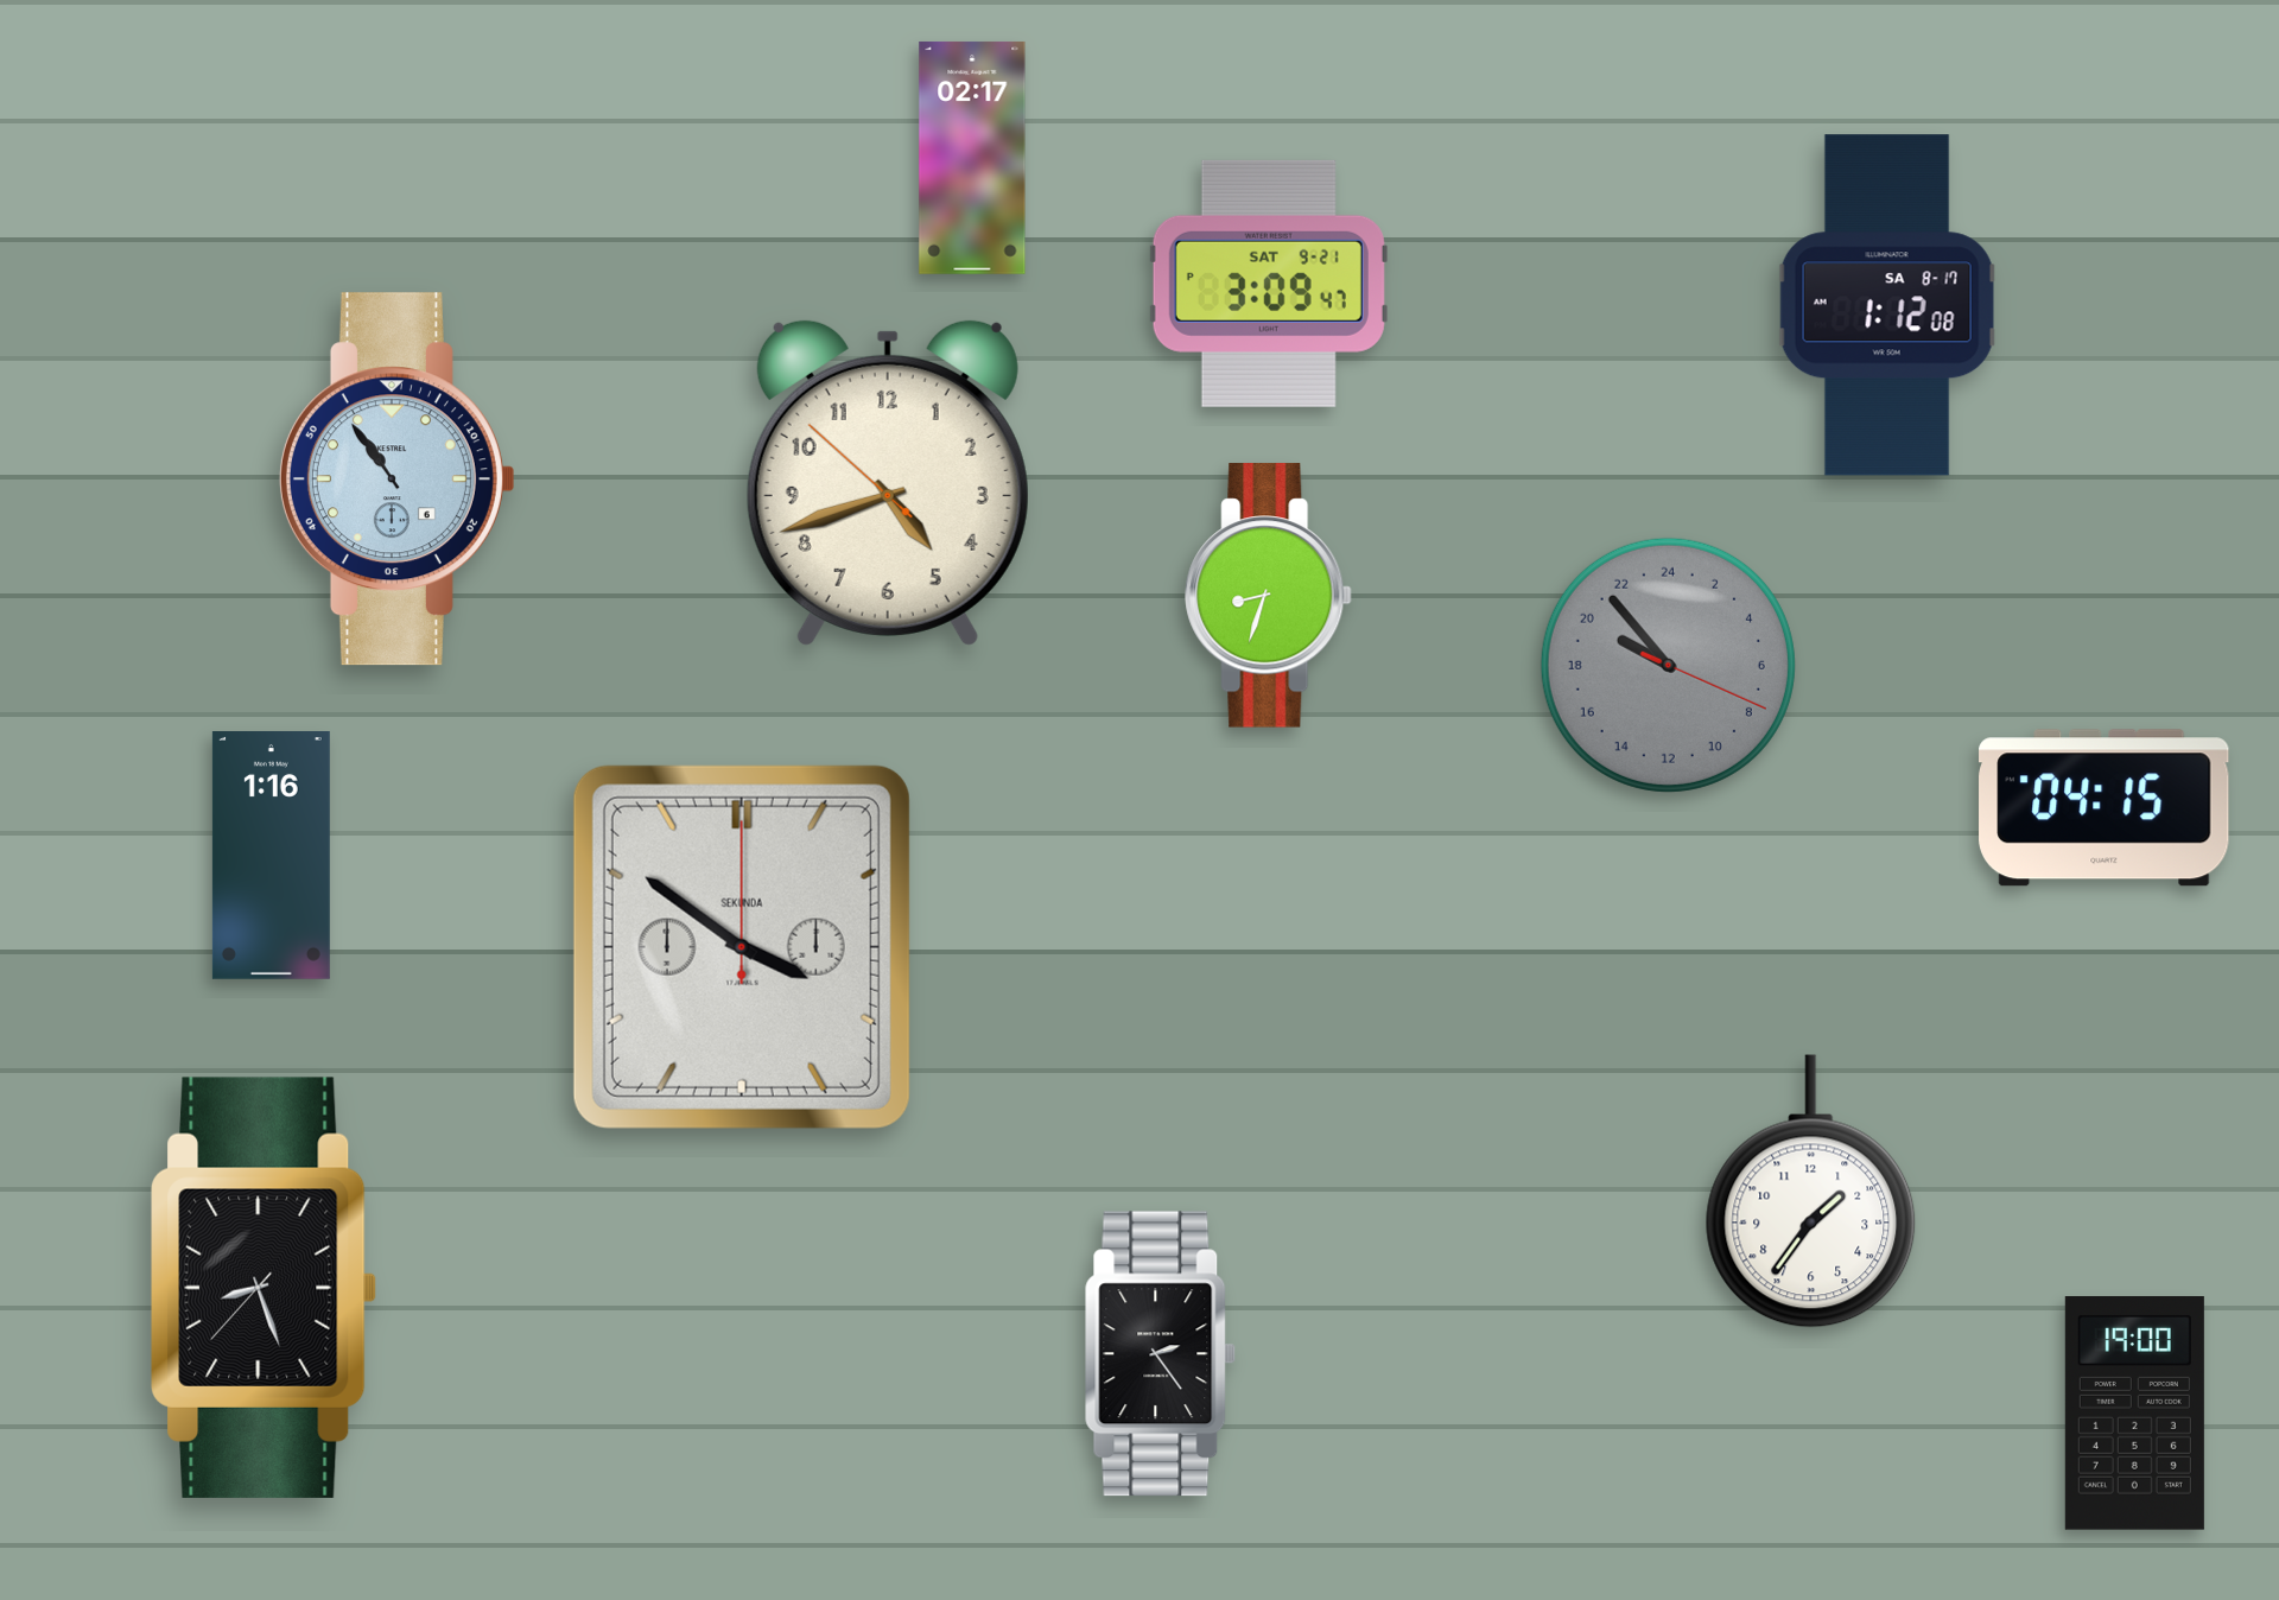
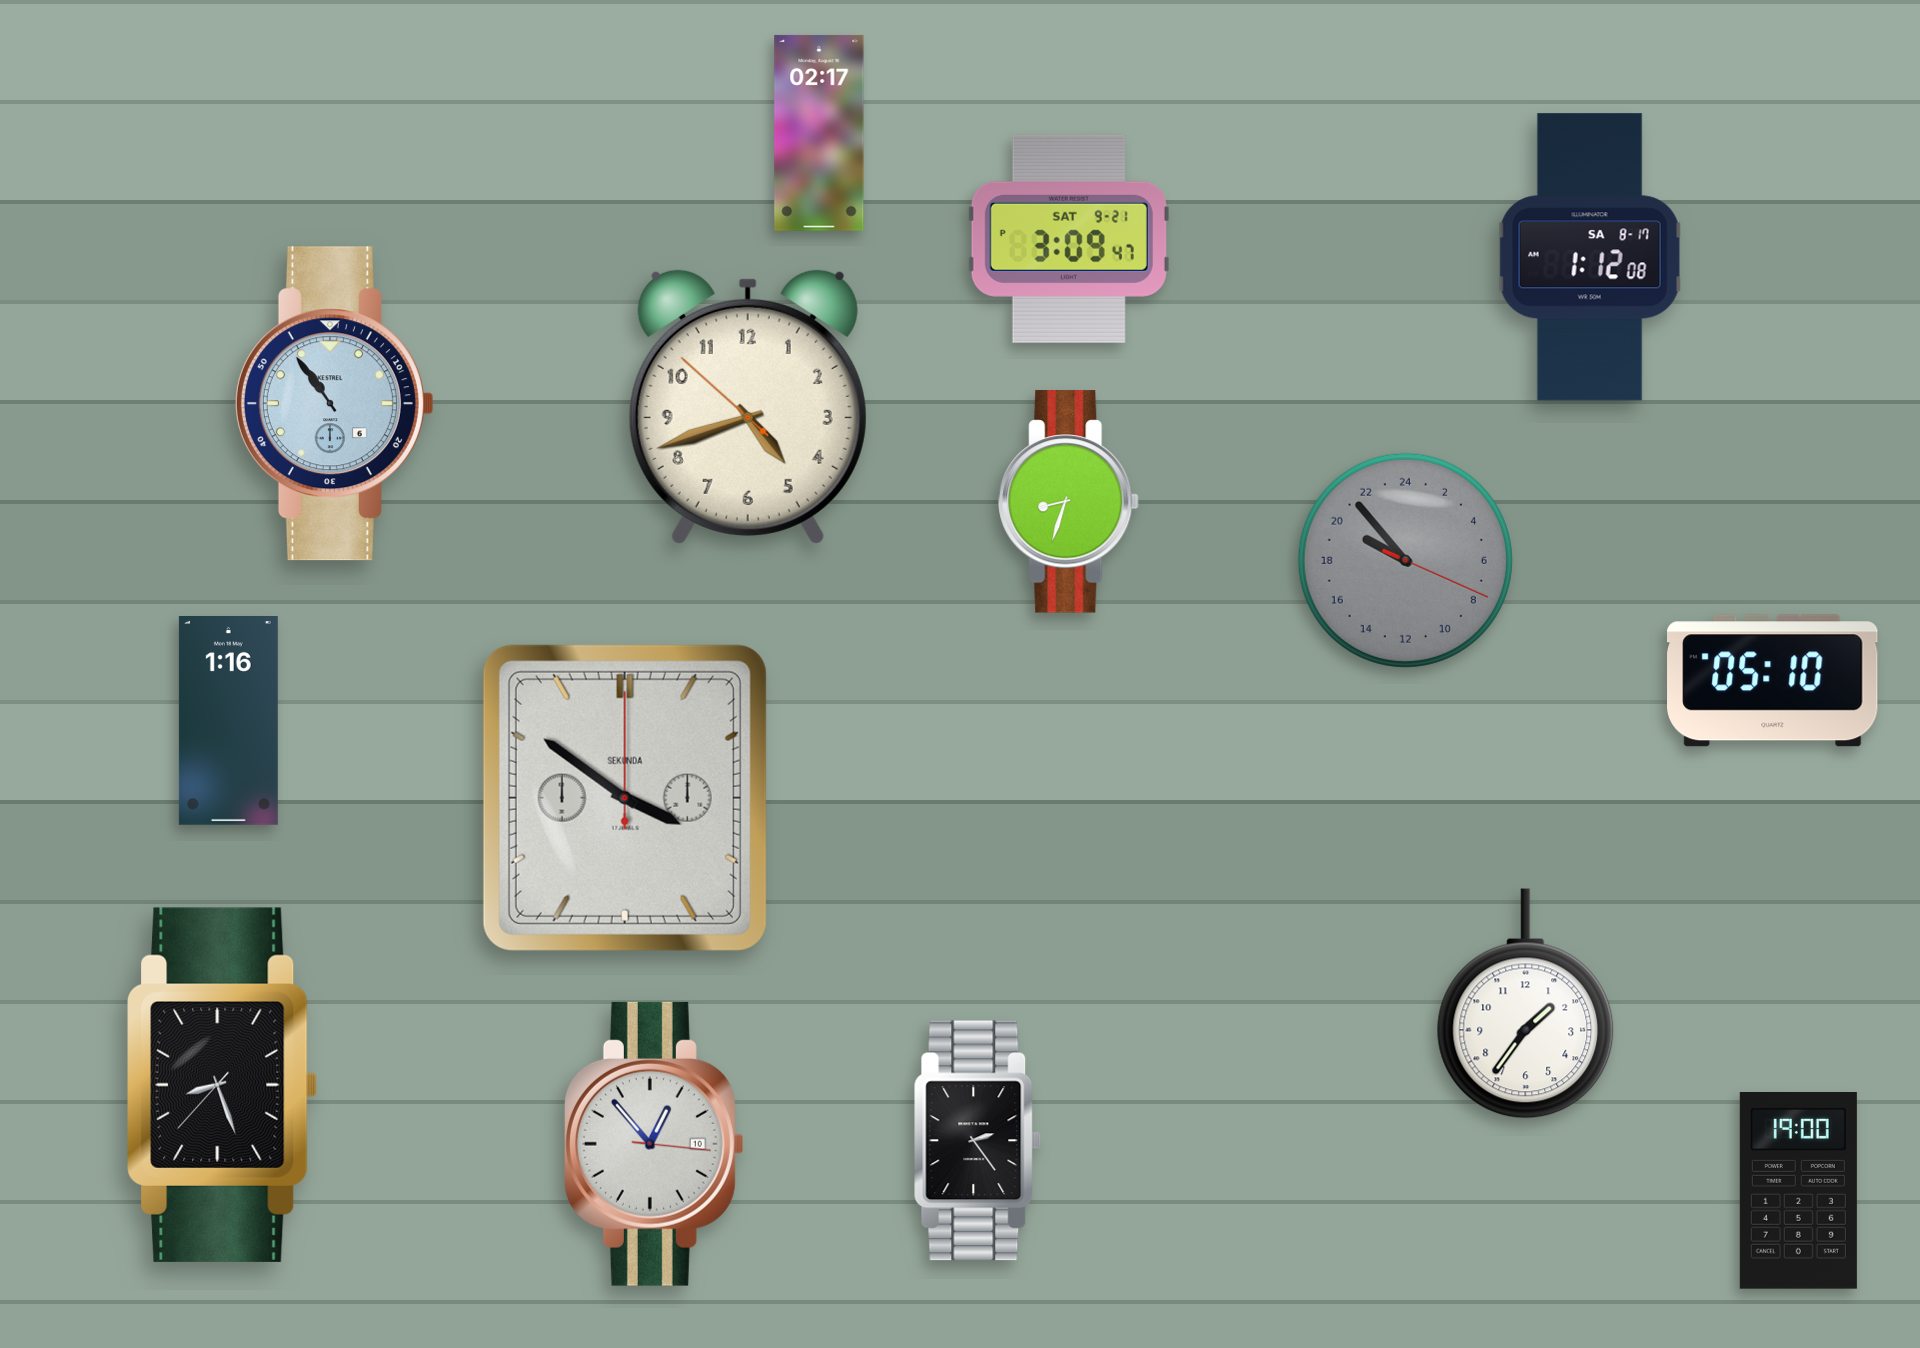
clock at (2105, 808): 04:15 -> 05:10
clock at (654, 1144): none -> 12:53
